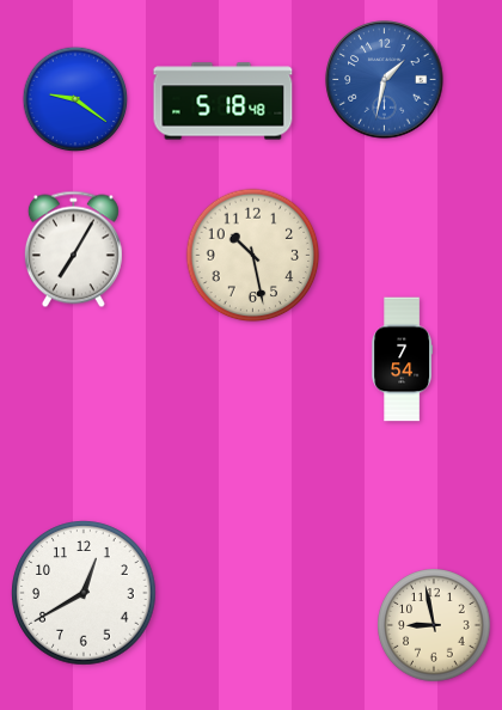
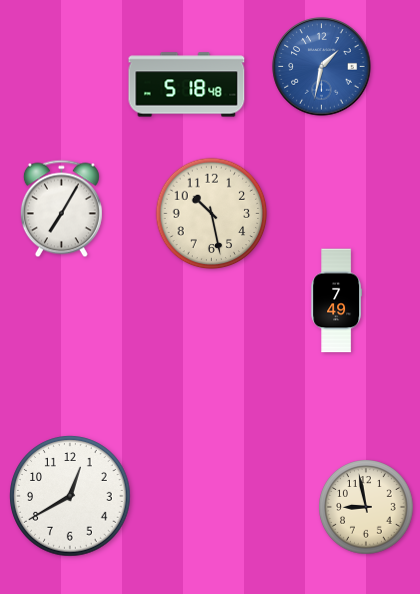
clock at (75, 99): 9:21 -> none
clock at (402, 360): 7:54 -> 7:49
clock at (434, 625) position: (434, 625) -> (366, 507)
